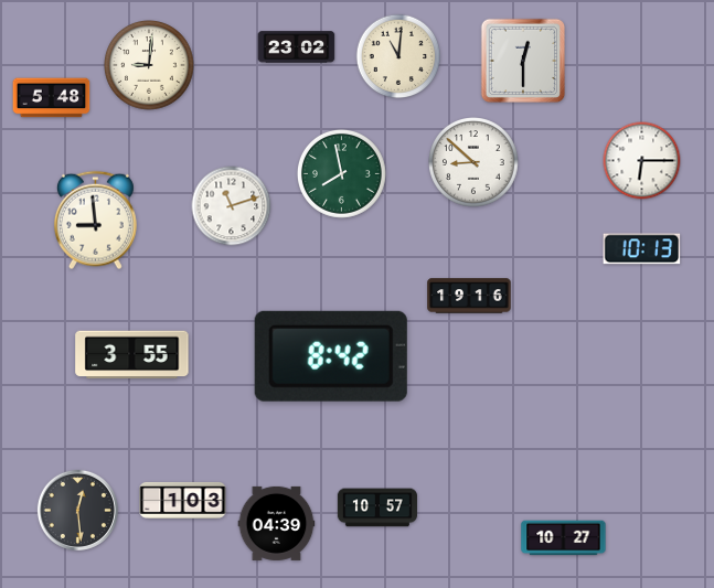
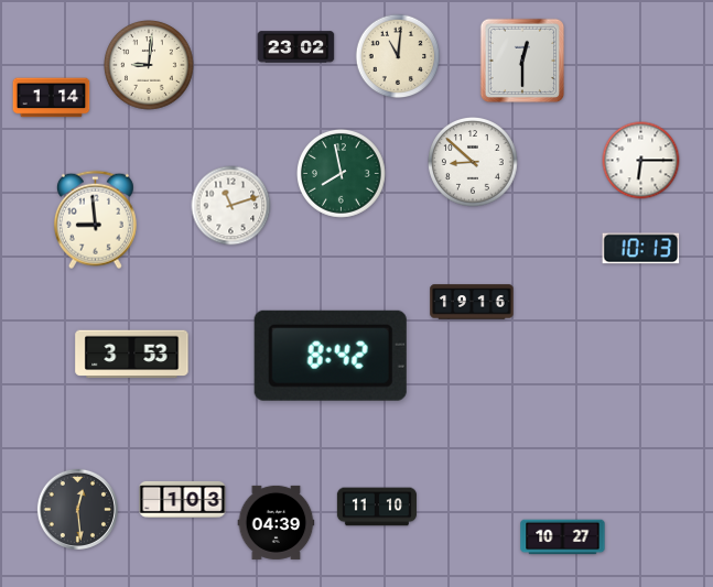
clock at (52, 98): 5:48 -> 1:14
clock at (469, 296) position: (469, 296) -> (472, 302)
clock at (132, 355): 3:55 -> 3:53
clock at (377, 507): 10:57 -> 11:10
